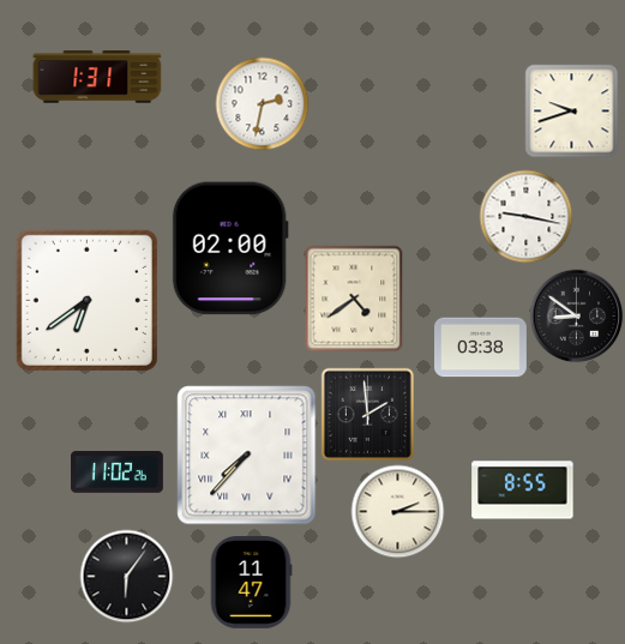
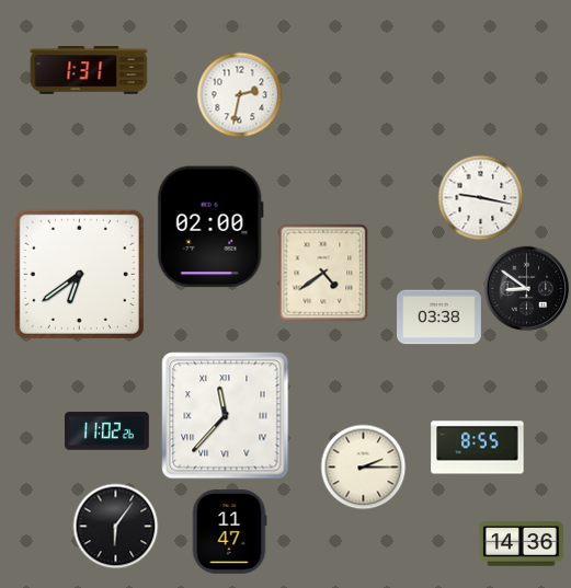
clock at (571, 110): 9:42 -> none
clock at (367, 414): 1:59 -> none
clock at (247, 456): 7:37 -> 11:37
clock at (521, 544): none -> 14:36
